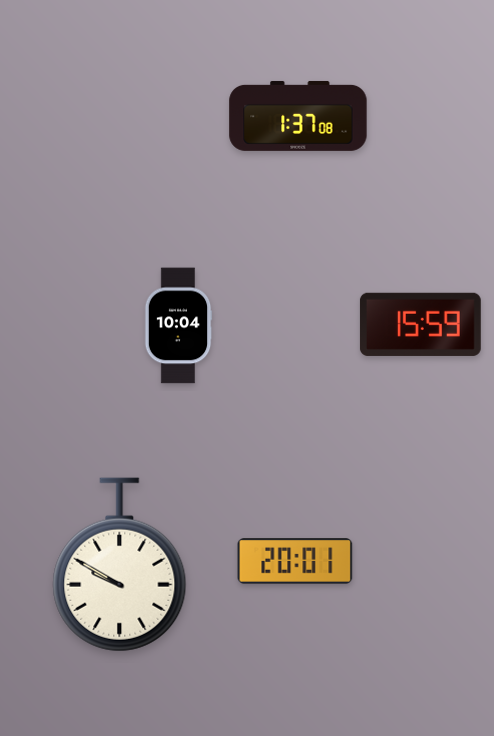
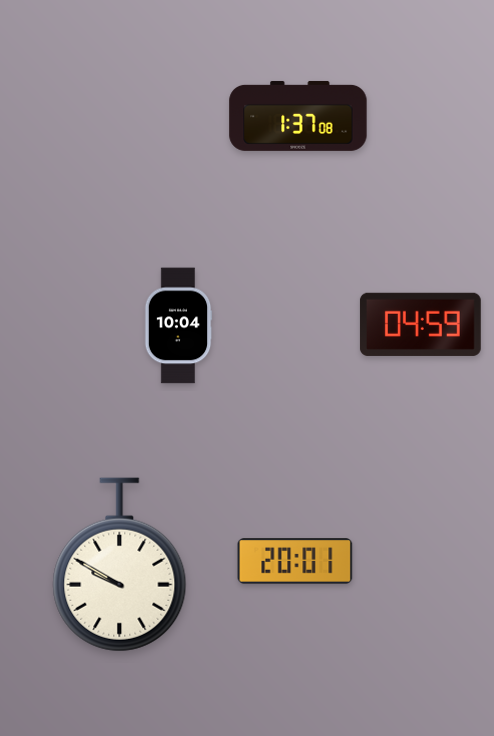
clock at (420, 324): 15:59 -> 04:59
